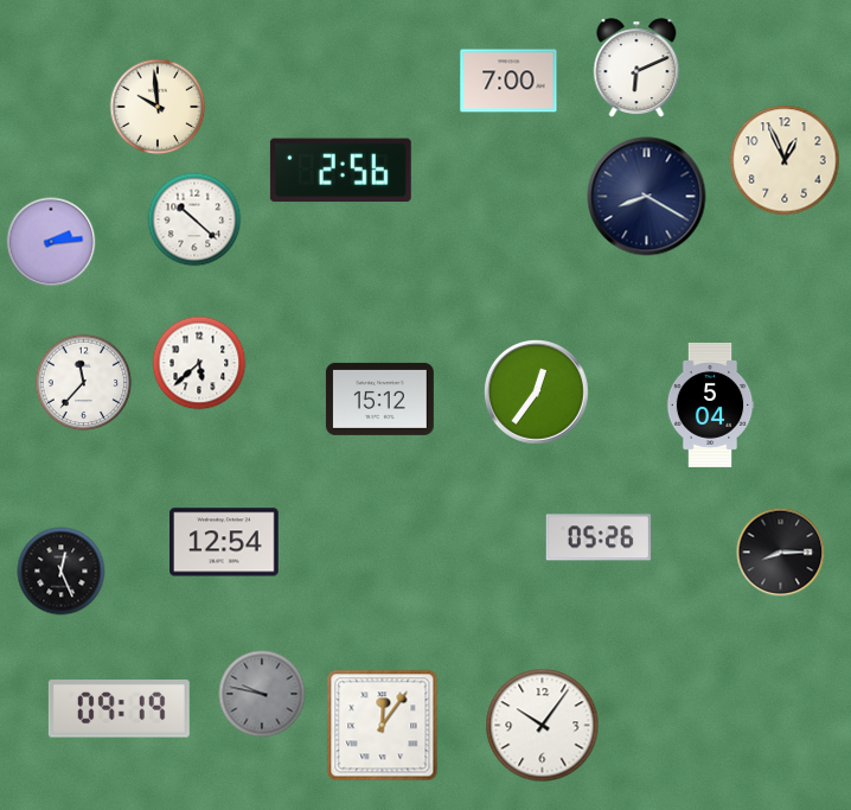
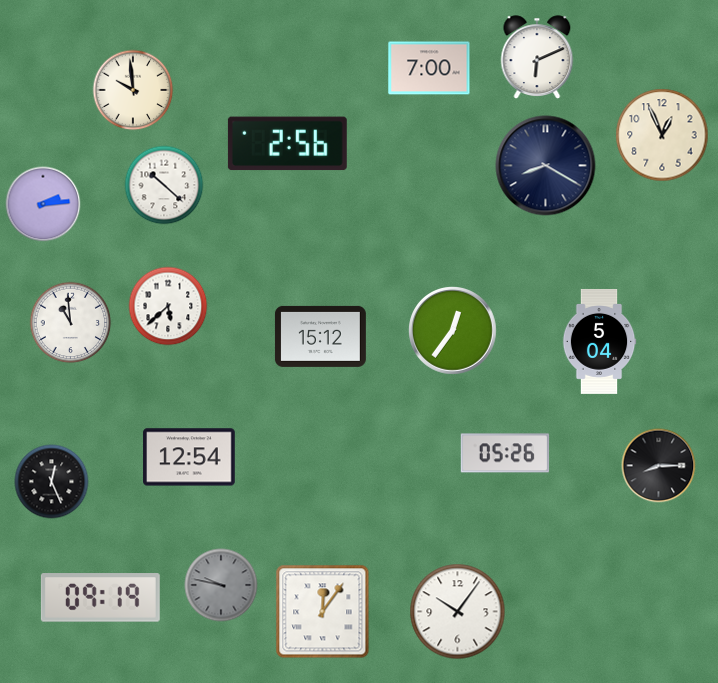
clock at (84, 383): 11:37 -> 10:59
